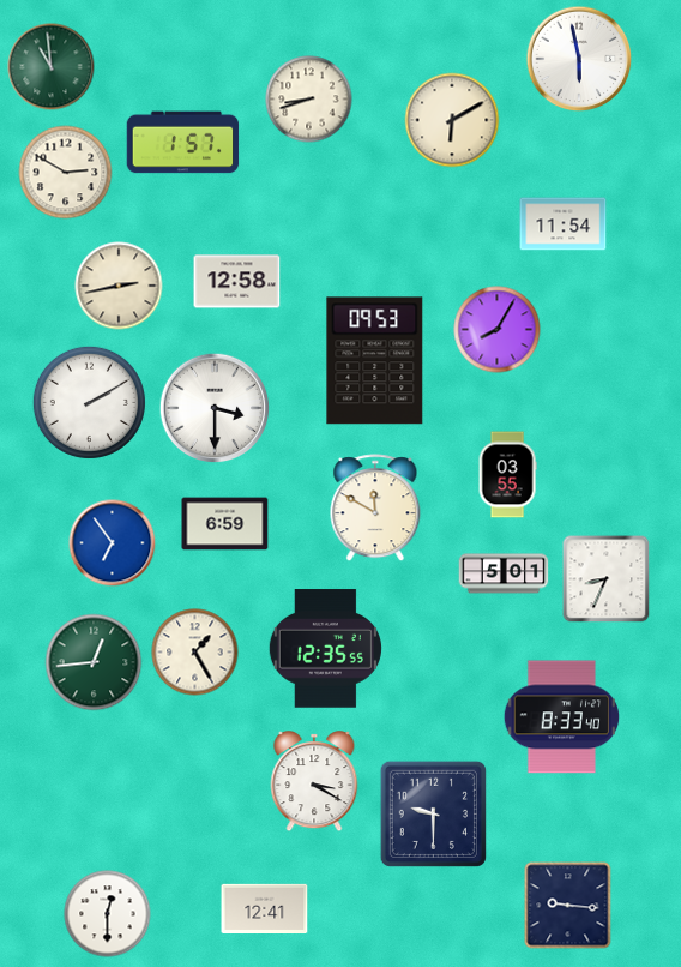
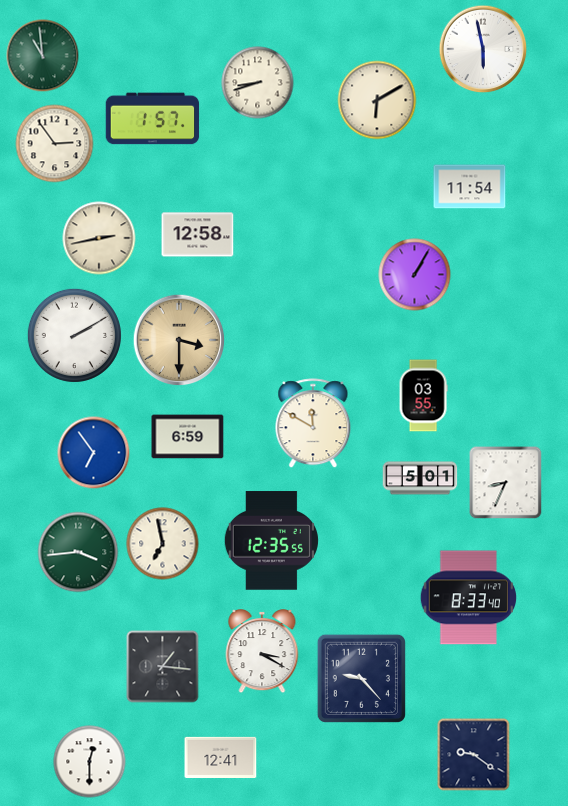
clock at (66, 173): 2:50 -> 2:54
clock at (498, 330): 8:05 -> 1:05
clock at (375, 361): 09:53 -> none
clock at (215, 408) dial: white -> champagne
clock at (195, 653): 1:25 -> 6:58
clock at (94, 662): 12:44 -> 3:44
clock at (163, 667): none -> 1:16
clock at (433, 813): 9:30 -> 9:23
clock at (568, 906): 9:16 -> 9:21
